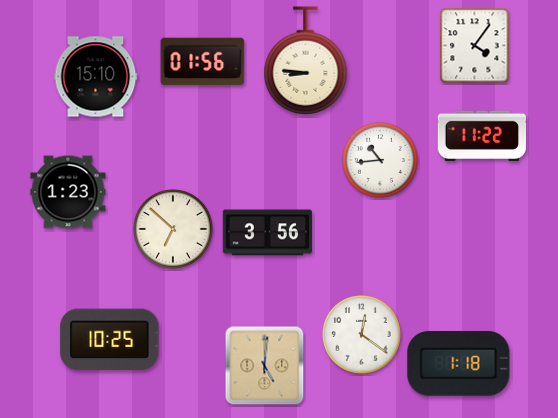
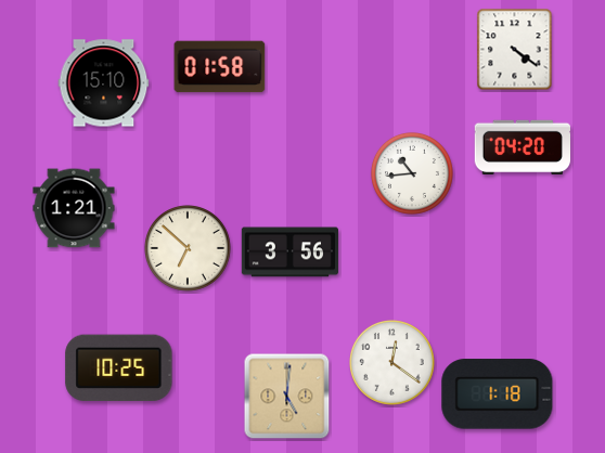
clock at (475, 46): 4:06 -> 4:21
clock at (306, 61): 8:46 -> none
clock at (203, 62): 01:56 -> 01:58
clock at (481, 136): 11:22 -> 04:20
clock at (68, 192): 1:23 -> 1:21
